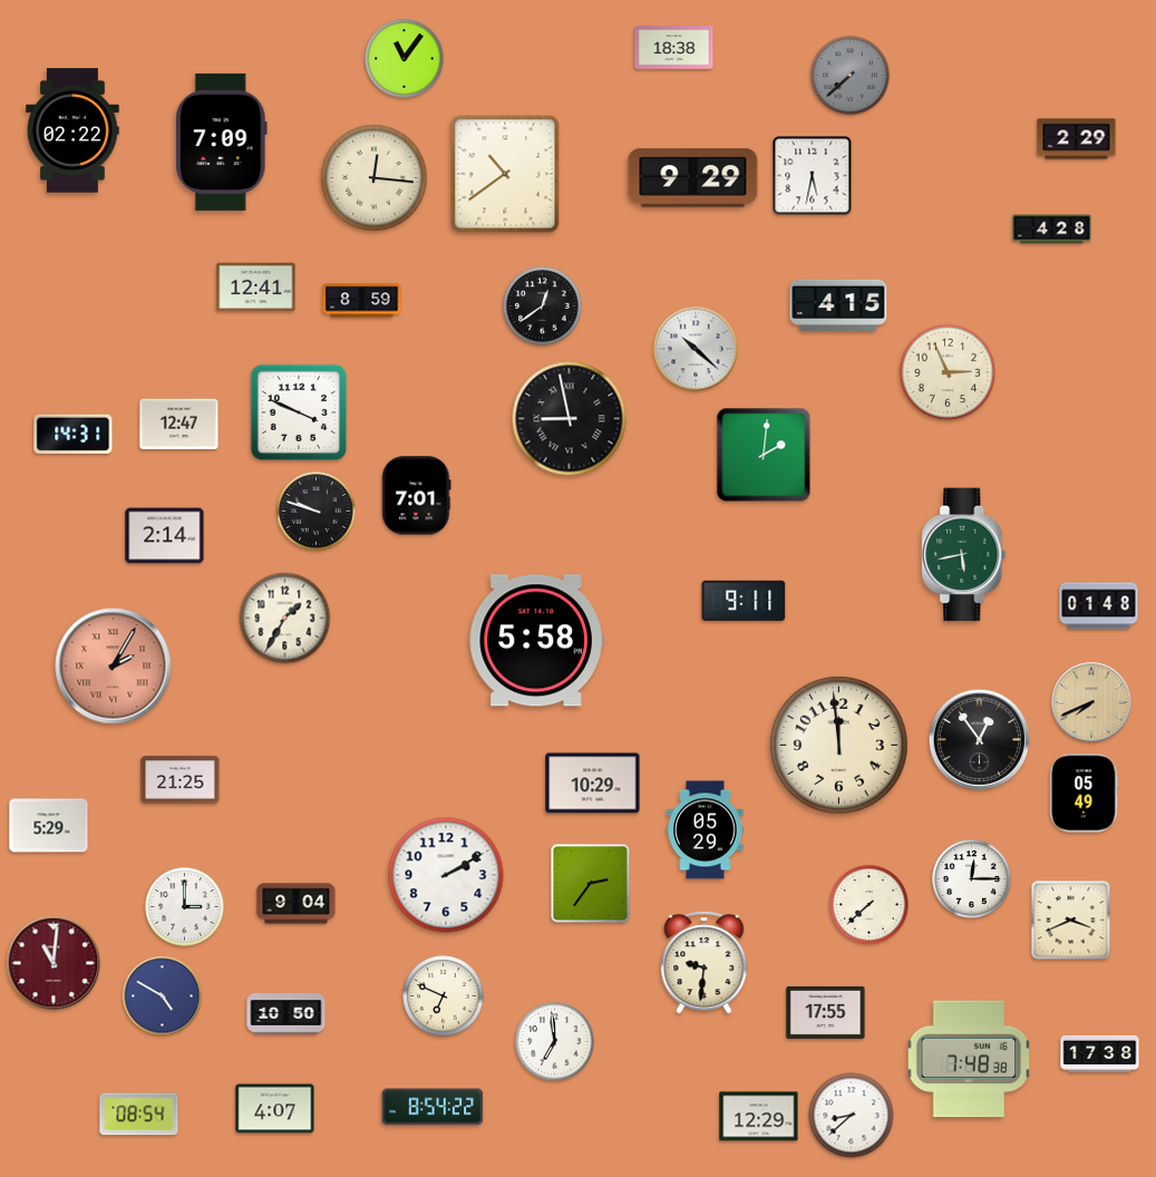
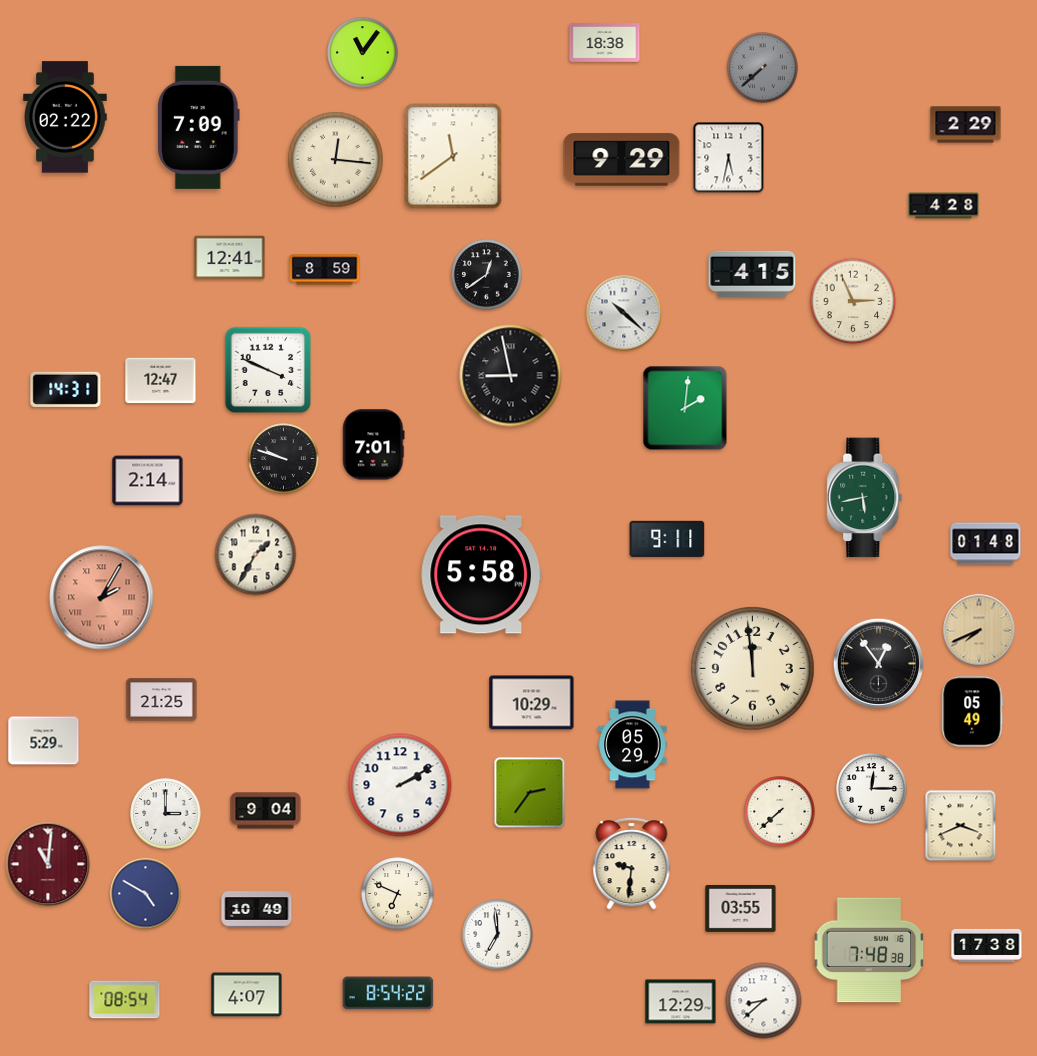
clock at (505, 174): 10:39 -> 11:39
clock at (948, 372) position: (948, 372) -> (853, 301)
clock at (826, 1012): 17:55 -> 03:55
clock at (286, 1014): 10:50 -> 10:49
